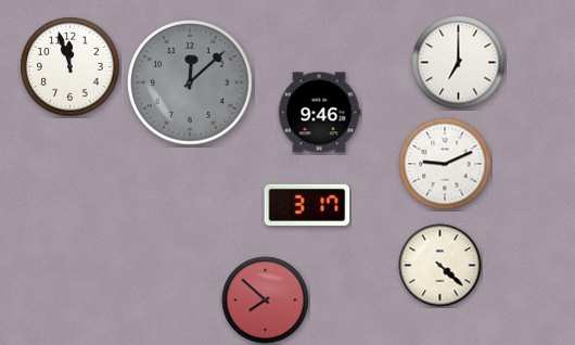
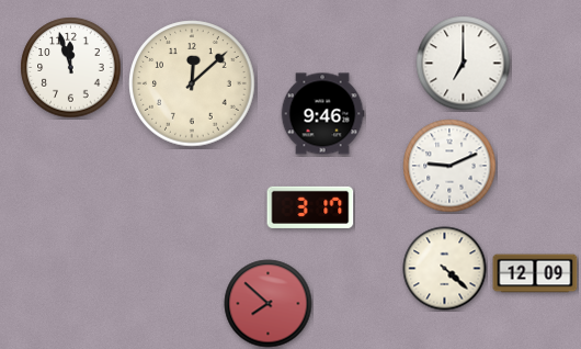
clock at (190, 82) dial: grey -> cream
clock at (535, 273): none -> 12:09
